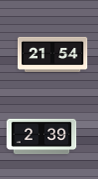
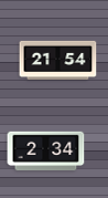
clock at (42, 137): 2:39 -> 2:34
